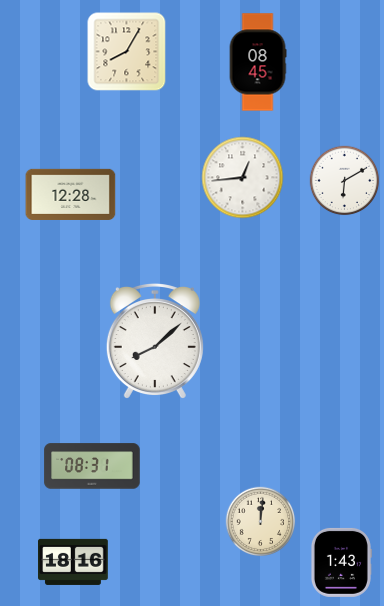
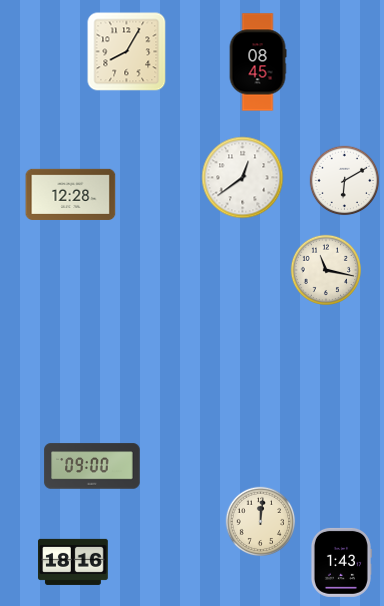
clock at (243, 178): 12:44 -> 12:39
clock at (325, 269): none -> 11:17
clock at (155, 341): 8:08 -> none
clock at (92, 466): 08:31 -> 09:00
